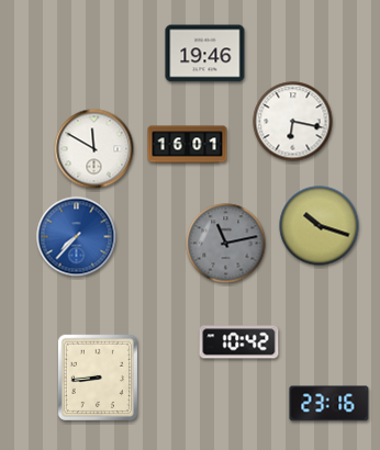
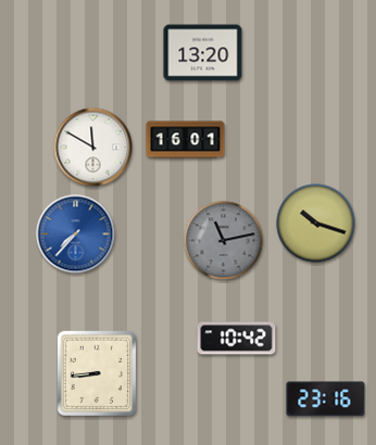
clock at (205, 54): 19:46 -> 13:20
clock at (293, 122): 6:17 -> none
clock at (188, 145) position: (188, 145) -> (186, 140)
